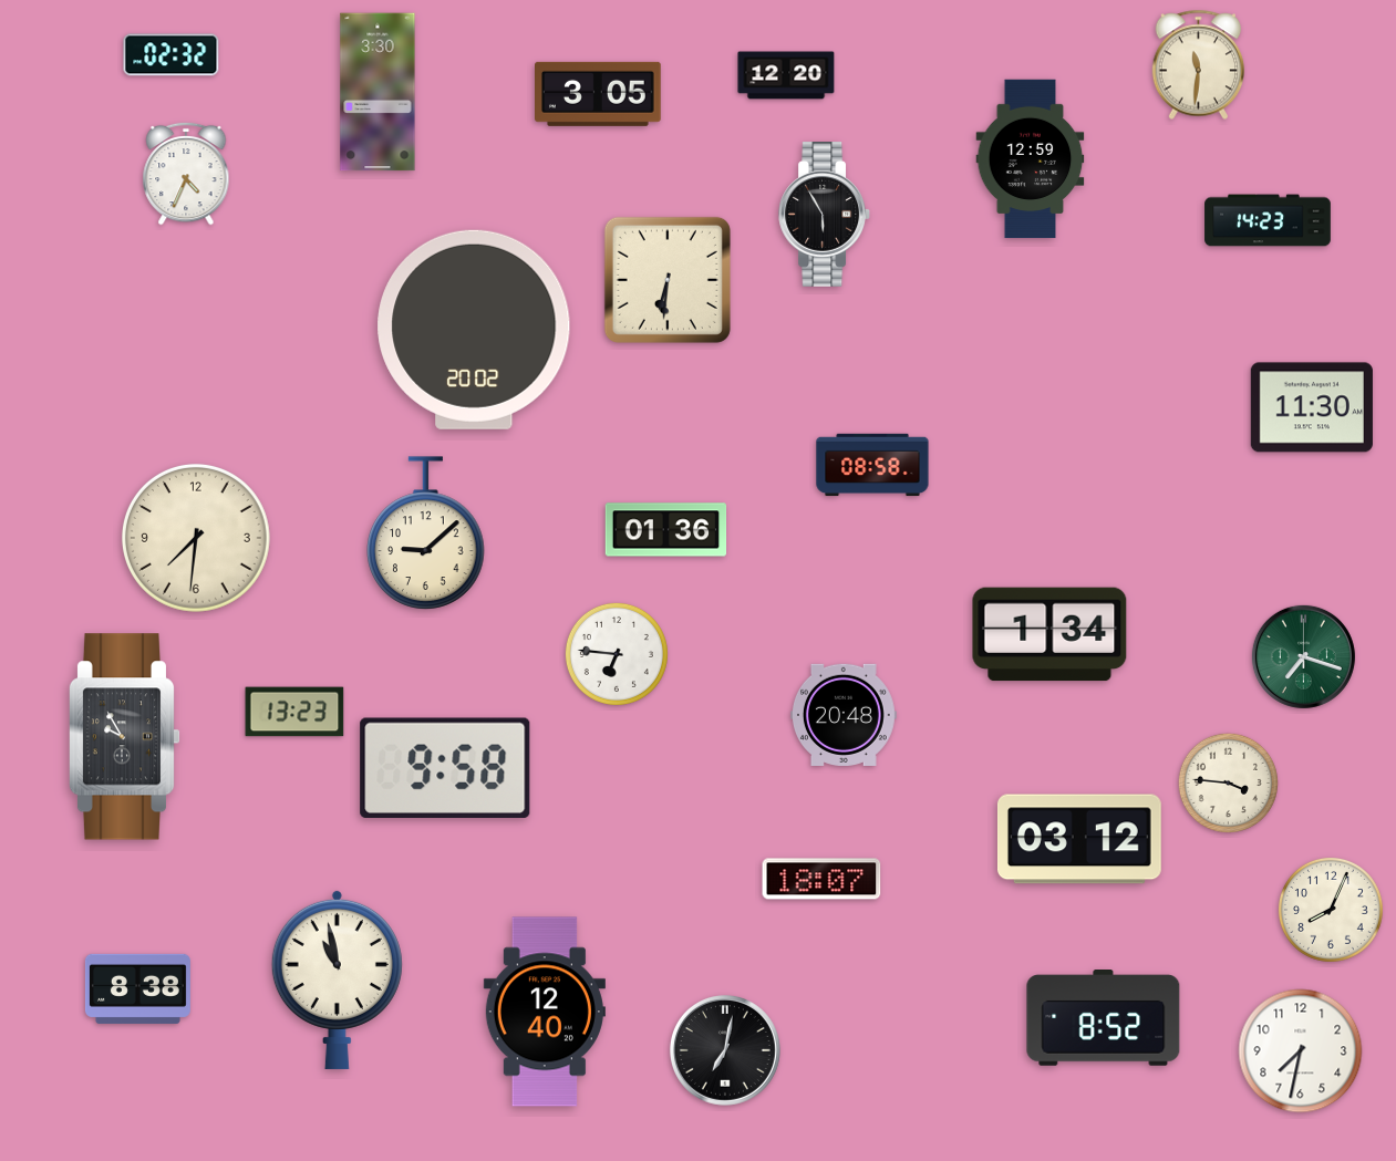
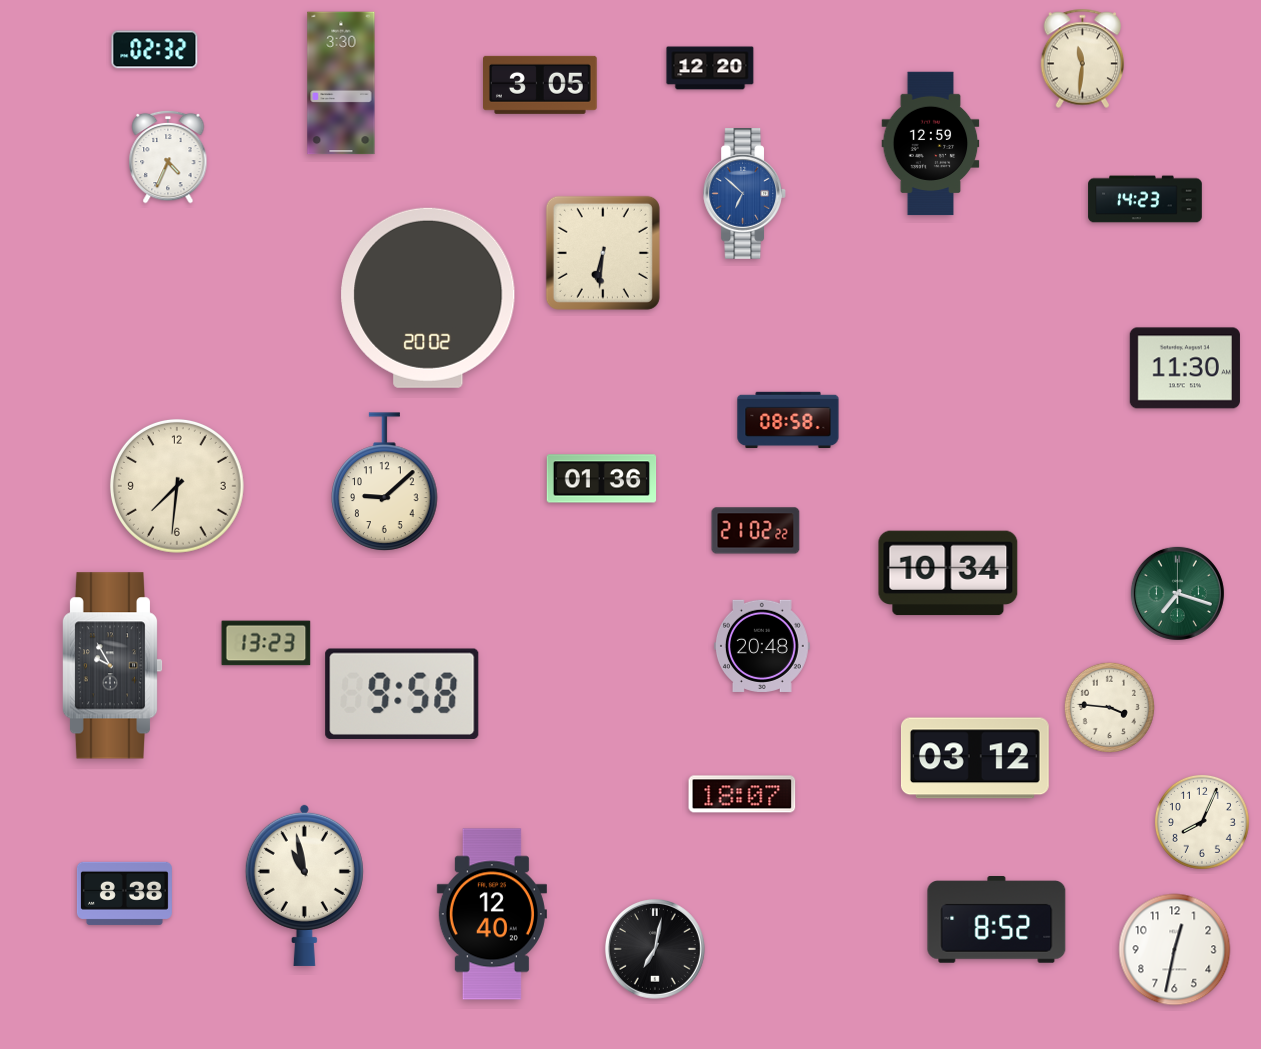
clock at (824, 215): 5:55 -> 6:52
clock at (824, 215) dial: black -> blue
clock at (756, 531): none -> 21:02
clock at (1049, 634): 1:34 -> 10:34
clock at (617, 654): 6:46 -> none
clock at (1301, 1051): 7:32 -> 12:32
